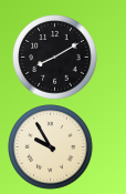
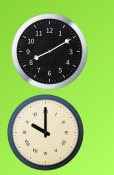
clock at (51, 147): 9:55 -> 10:00
